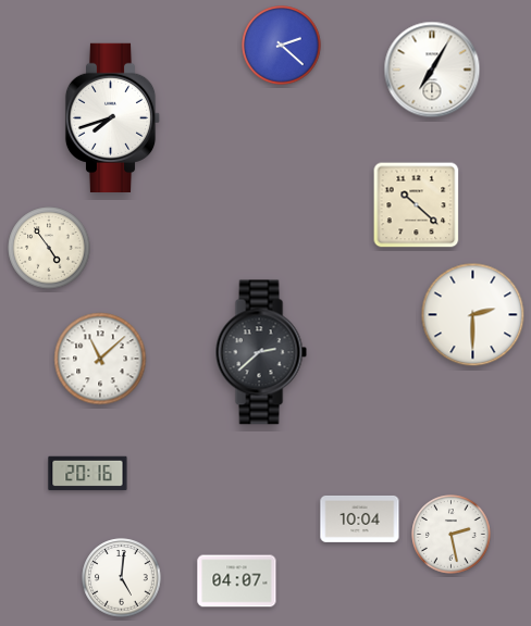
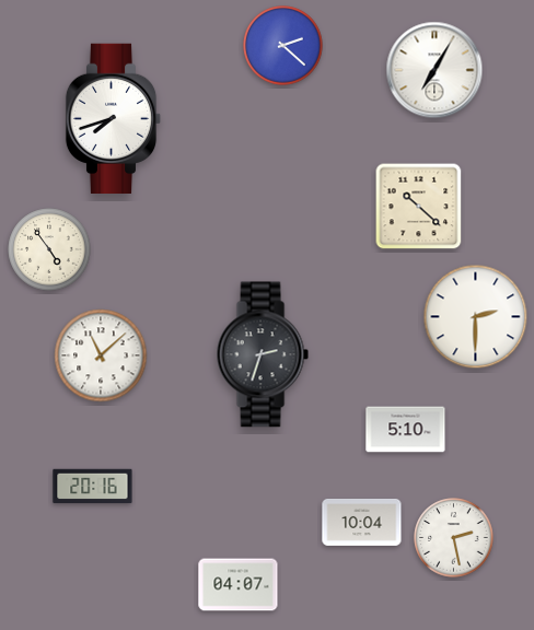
clock at (261, 352): 2:38 -> 2:33
clock at (100, 359) position: (100, 359) -> (101, 355)
clock at (406, 430): none -> 5:10
clock at (88, 474) position: (88, 474) -> (93, 487)
clock at (122, 578): 5:01 -> none
